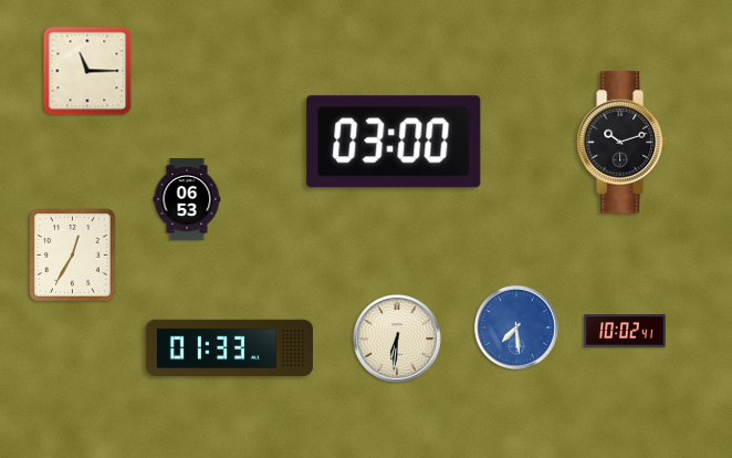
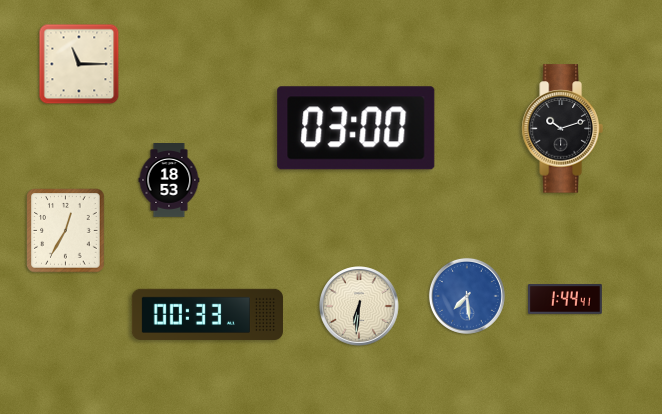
clock at (187, 200): 06:53 -> 18:53
clock at (626, 331): 10:02 -> 1:44
clock at (229, 347): 01:33 -> 00:33
